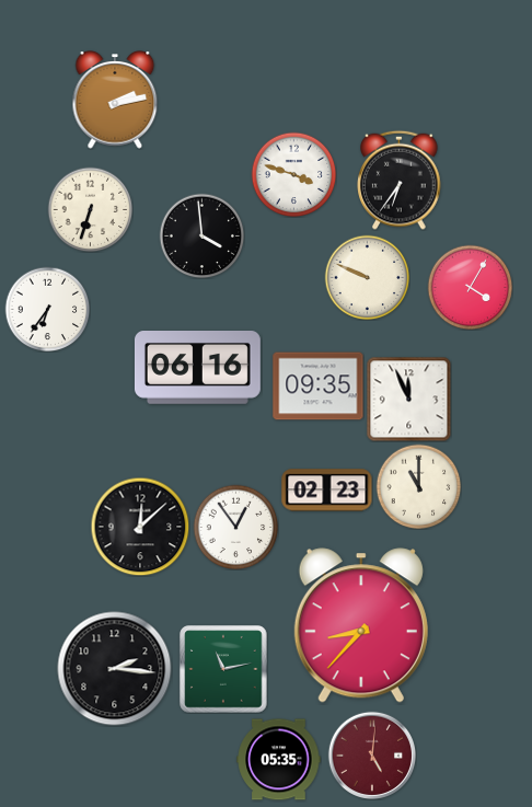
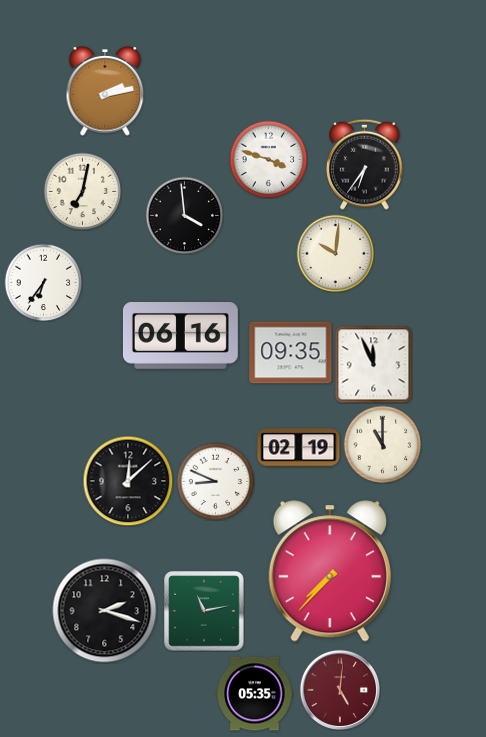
clock at (90, 209): 6:33 -> 7:02
clock at (367, 277): 9:49 -> 10:01
clock at (470, 287): 4:05 -> none
clock at (327, 491): 02:23 -> 02:19
clock at (235, 527): 12:54 -> 8:49
clock at (361, 625): 8:37 -> 7:37
clock at (115, 669): 2:16 -> 2:18
